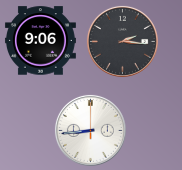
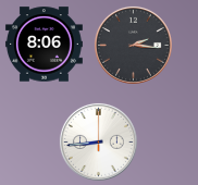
clock at (40, 41): 9:06 -> 8:06
